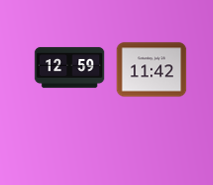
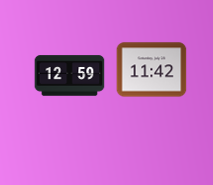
clock at (70, 68) position: (70, 68) -> (70, 76)
